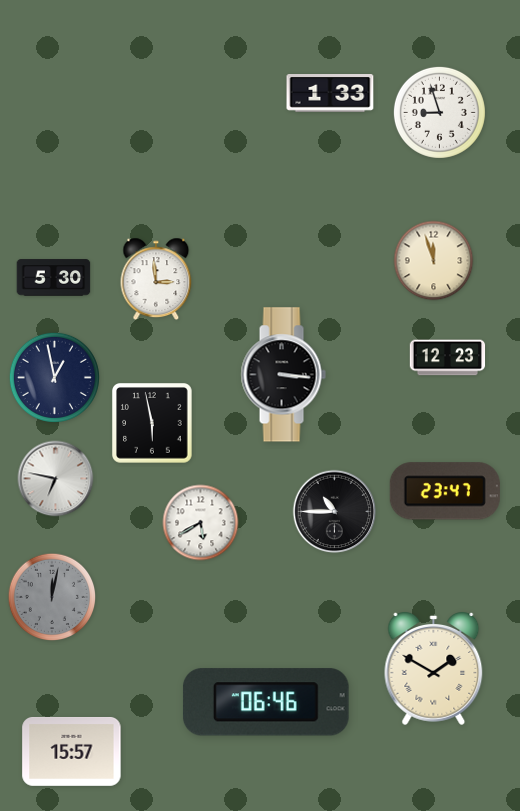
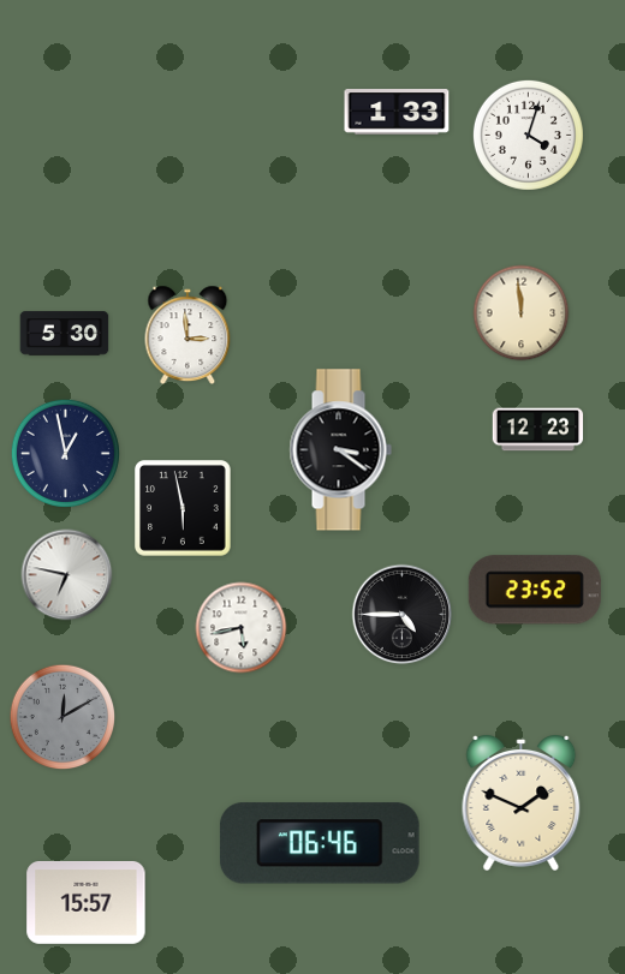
clock at (439, 112): 8:57 -> 4:03
clock at (434, 261): 11:57 -> 11:59
clock at (283, 375): 3:16 -> 3:21
clock at (445, 491): 23:47 -> 23:52
clock at (335, 512): 10:45 -> 4:45
clock at (201, 523): 5:40 -> 5:43
clock at (52, 597): 12:02 -> 12:10
clock at (434, 669): 1:50 -> 1:49
